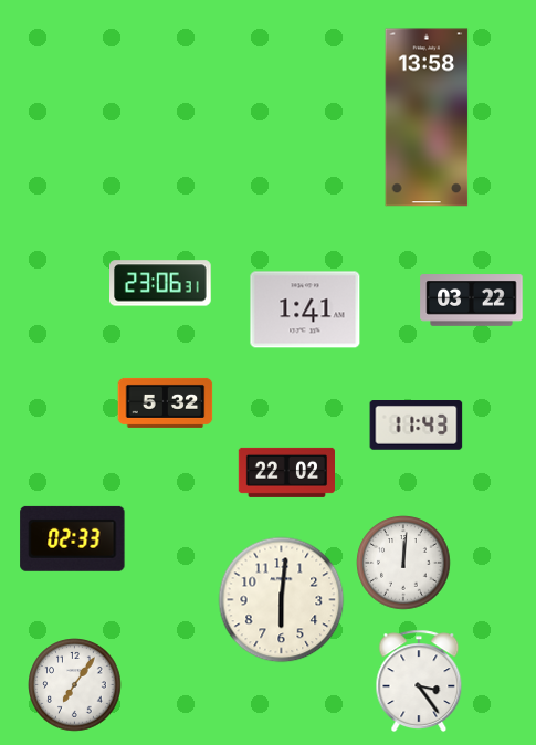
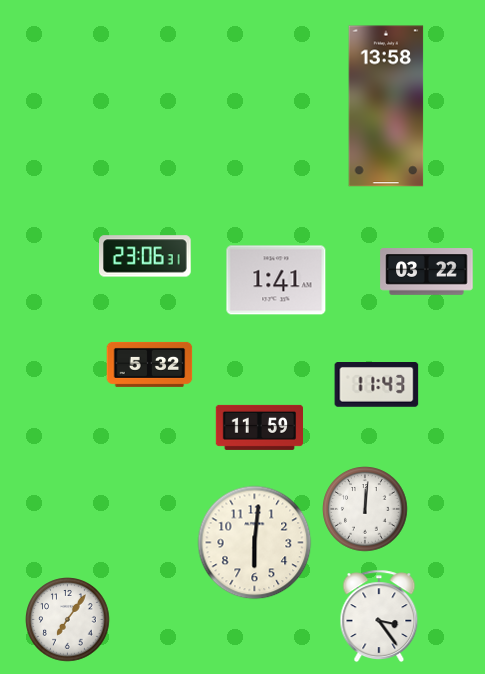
clock at (286, 472): 22:02 -> 11:59
clock at (73, 538): 02:33 -> none
